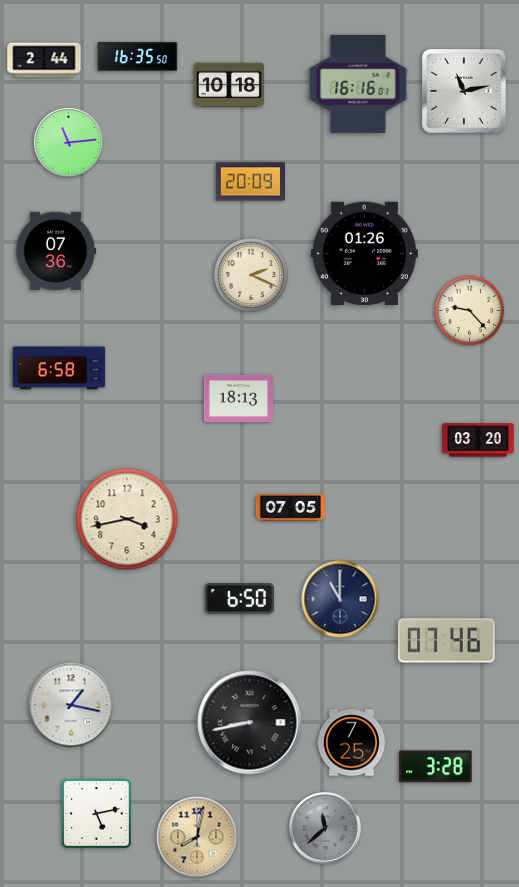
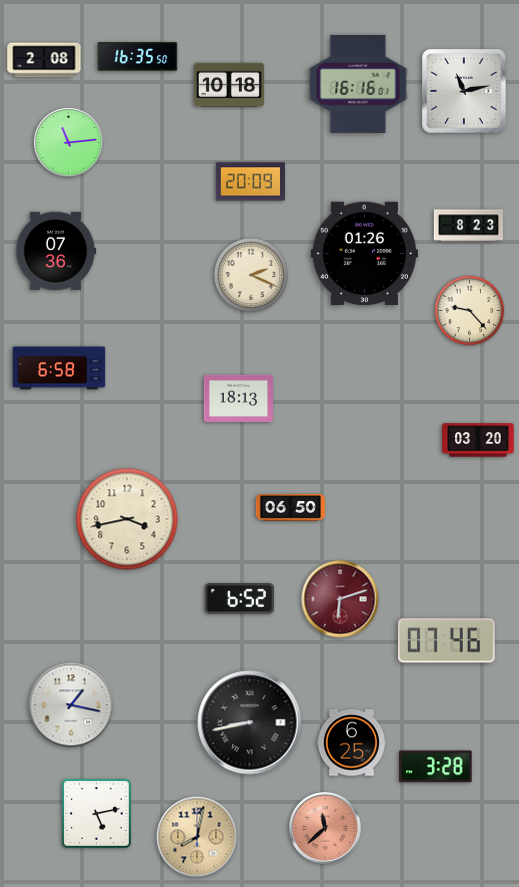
clock at (44, 60): 2:44 -> 2:08
clock at (468, 226): none -> 8:23
clock at (290, 508): 07:05 -> 06:50
clock at (239, 599): 6:50 -> 6:52
clock at (340, 599): 11:00 -> 6:12
clock at (340, 599) dial: navy -> burgundy
clock at (351, 743): 7:25 -> 6:25
clock at (325, 828) dial: grey -> salmon
